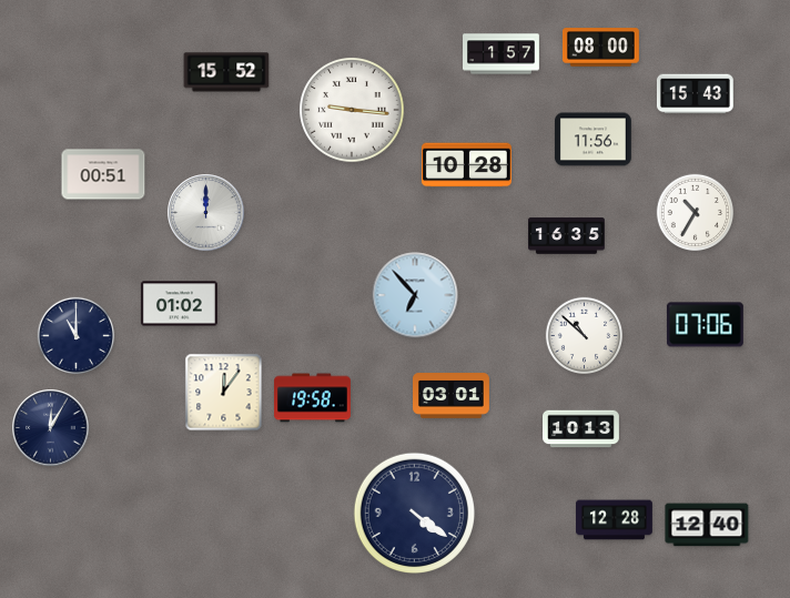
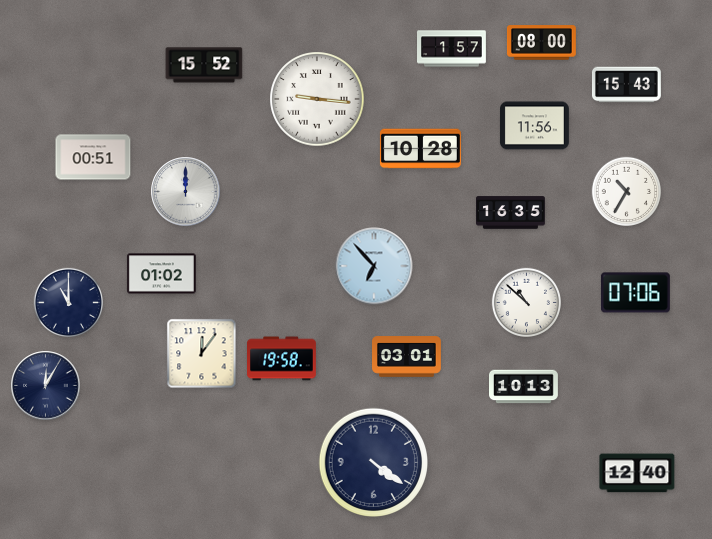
clock at (615, 520): 12:28 -> none
